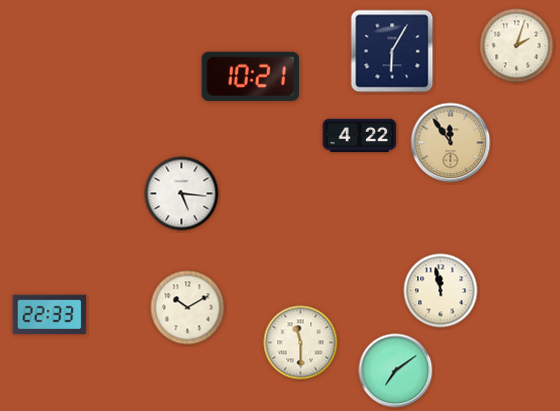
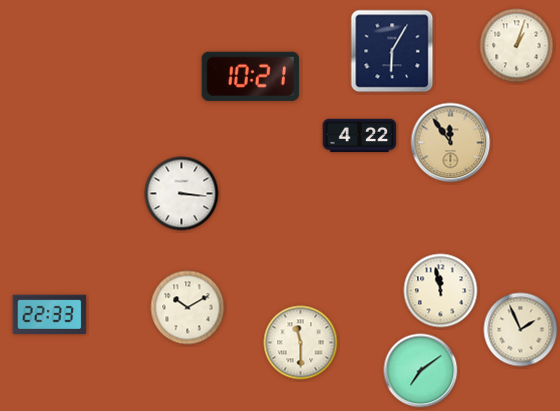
clock at (517, 46): 2:03 -> 1:03
clock at (182, 194): 5:16 -> 3:16
clock at (521, 330): none -> 1:56
clock at (396, 371) position: (396, 371) -> (421, 371)
